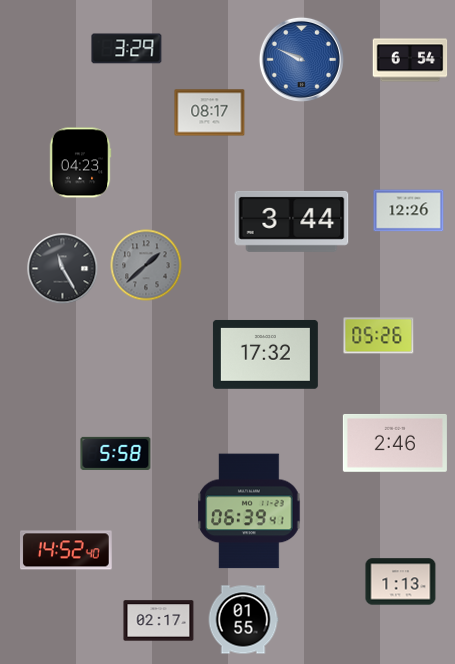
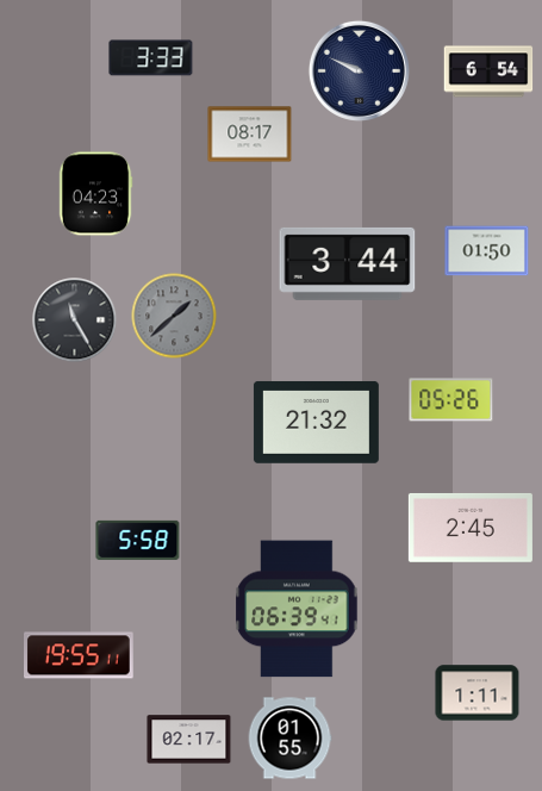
clock at (127, 49): 3:29 -> 3:33
clock at (301, 59) dial: blue -> navy
clock at (409, 211): 12:26 -> 01:50
clock at (265, 354): 17:32 -> 21:32
clock at (395, 443): 2:46 -> 2:45
clock at (67, 550): 14:52 -> 19:55
clock at (401, 582): 1:13 -> 1:11
